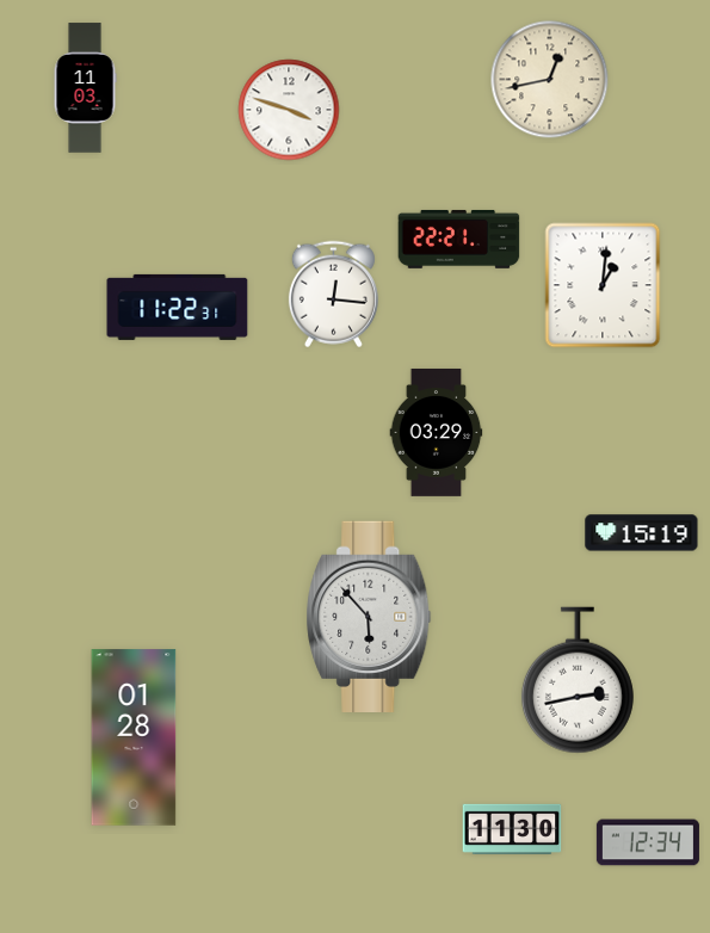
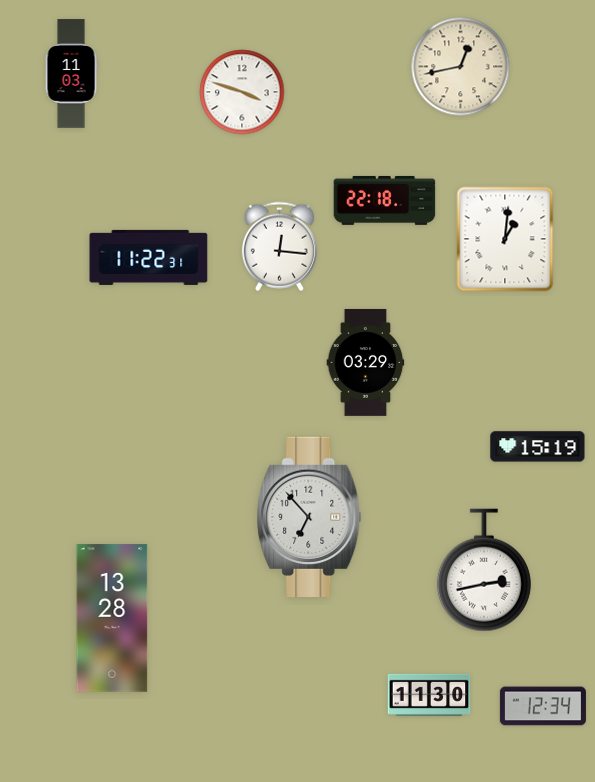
clock at (459, 239): 22:21 -> 22:18
clock at (369, 616): 5:53 -> 6:53
clock at (134, 737): 01:28 -> 13:28
